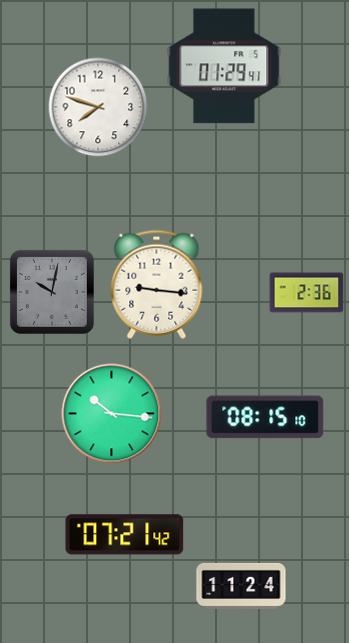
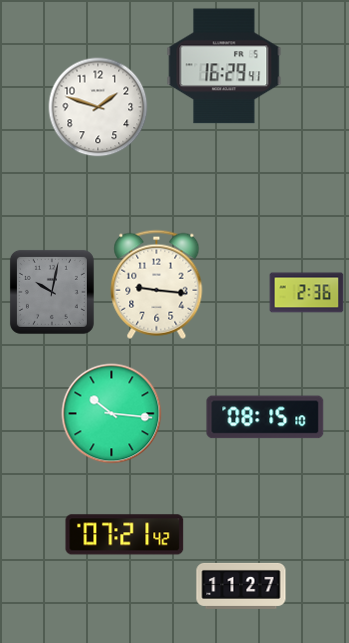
clock at (224, 66): 01:29 -> 16:29
clock at (98, 107): 7:48 -> 1:48
clock at (241, 586): 11:24 -> 11:27
